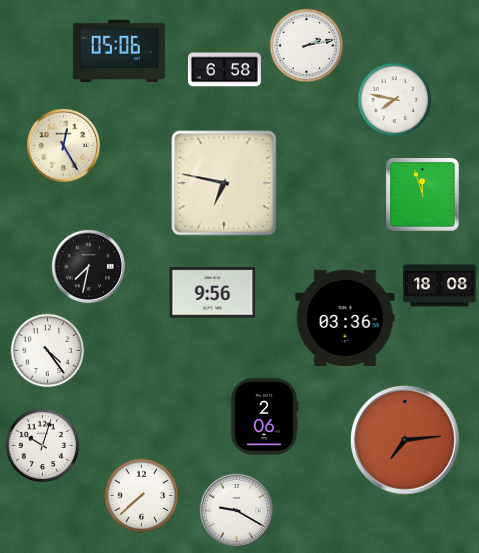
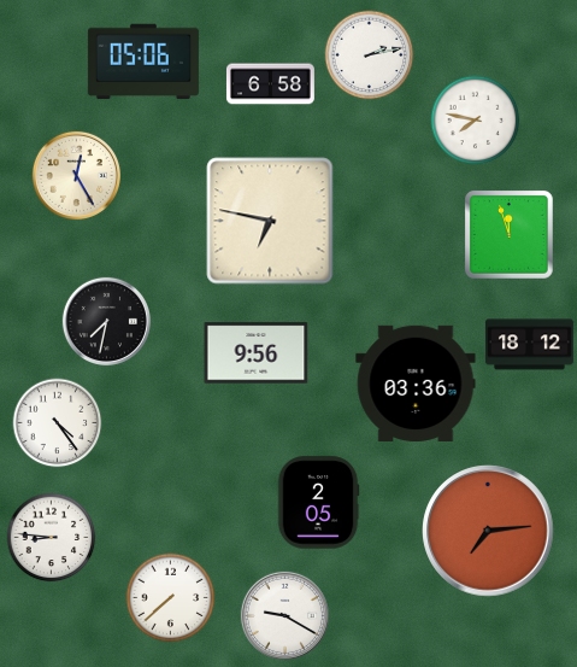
clock at (439, 286): 18:08 -> 18:12
clock at (264, 417): 2:06 -> 2:05
clock at (43, 446): 10:03 -> 8:46
